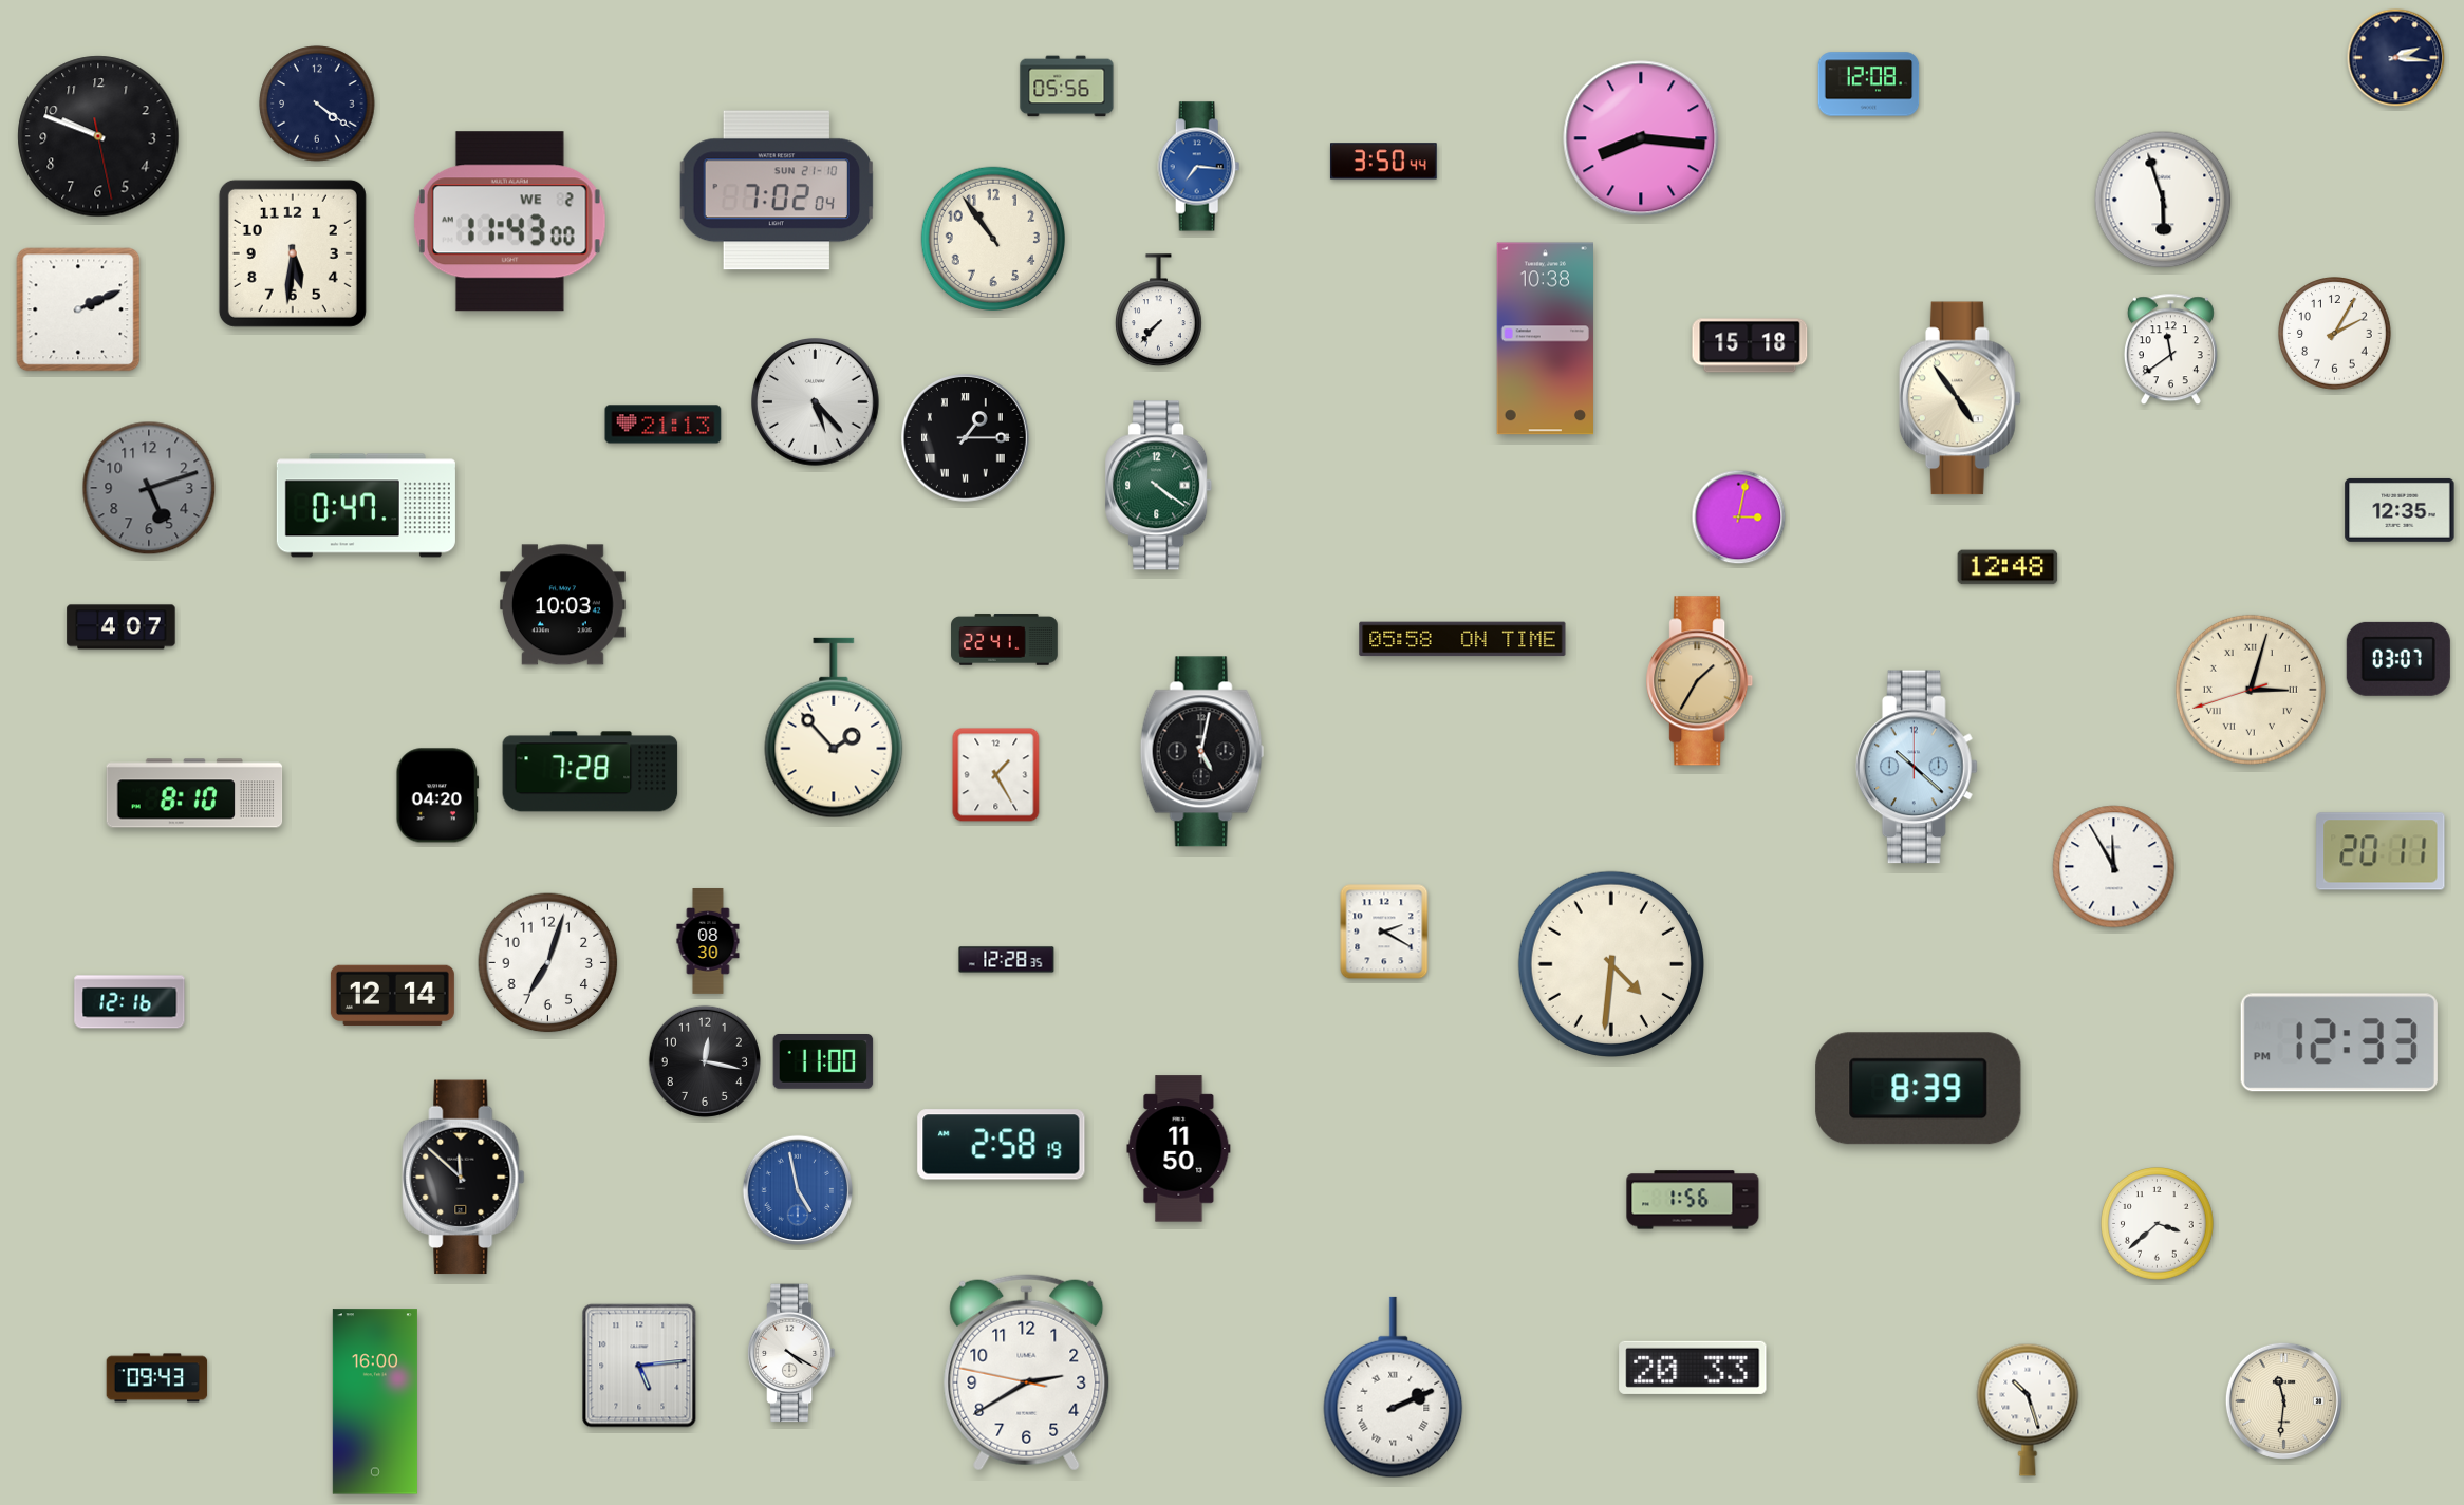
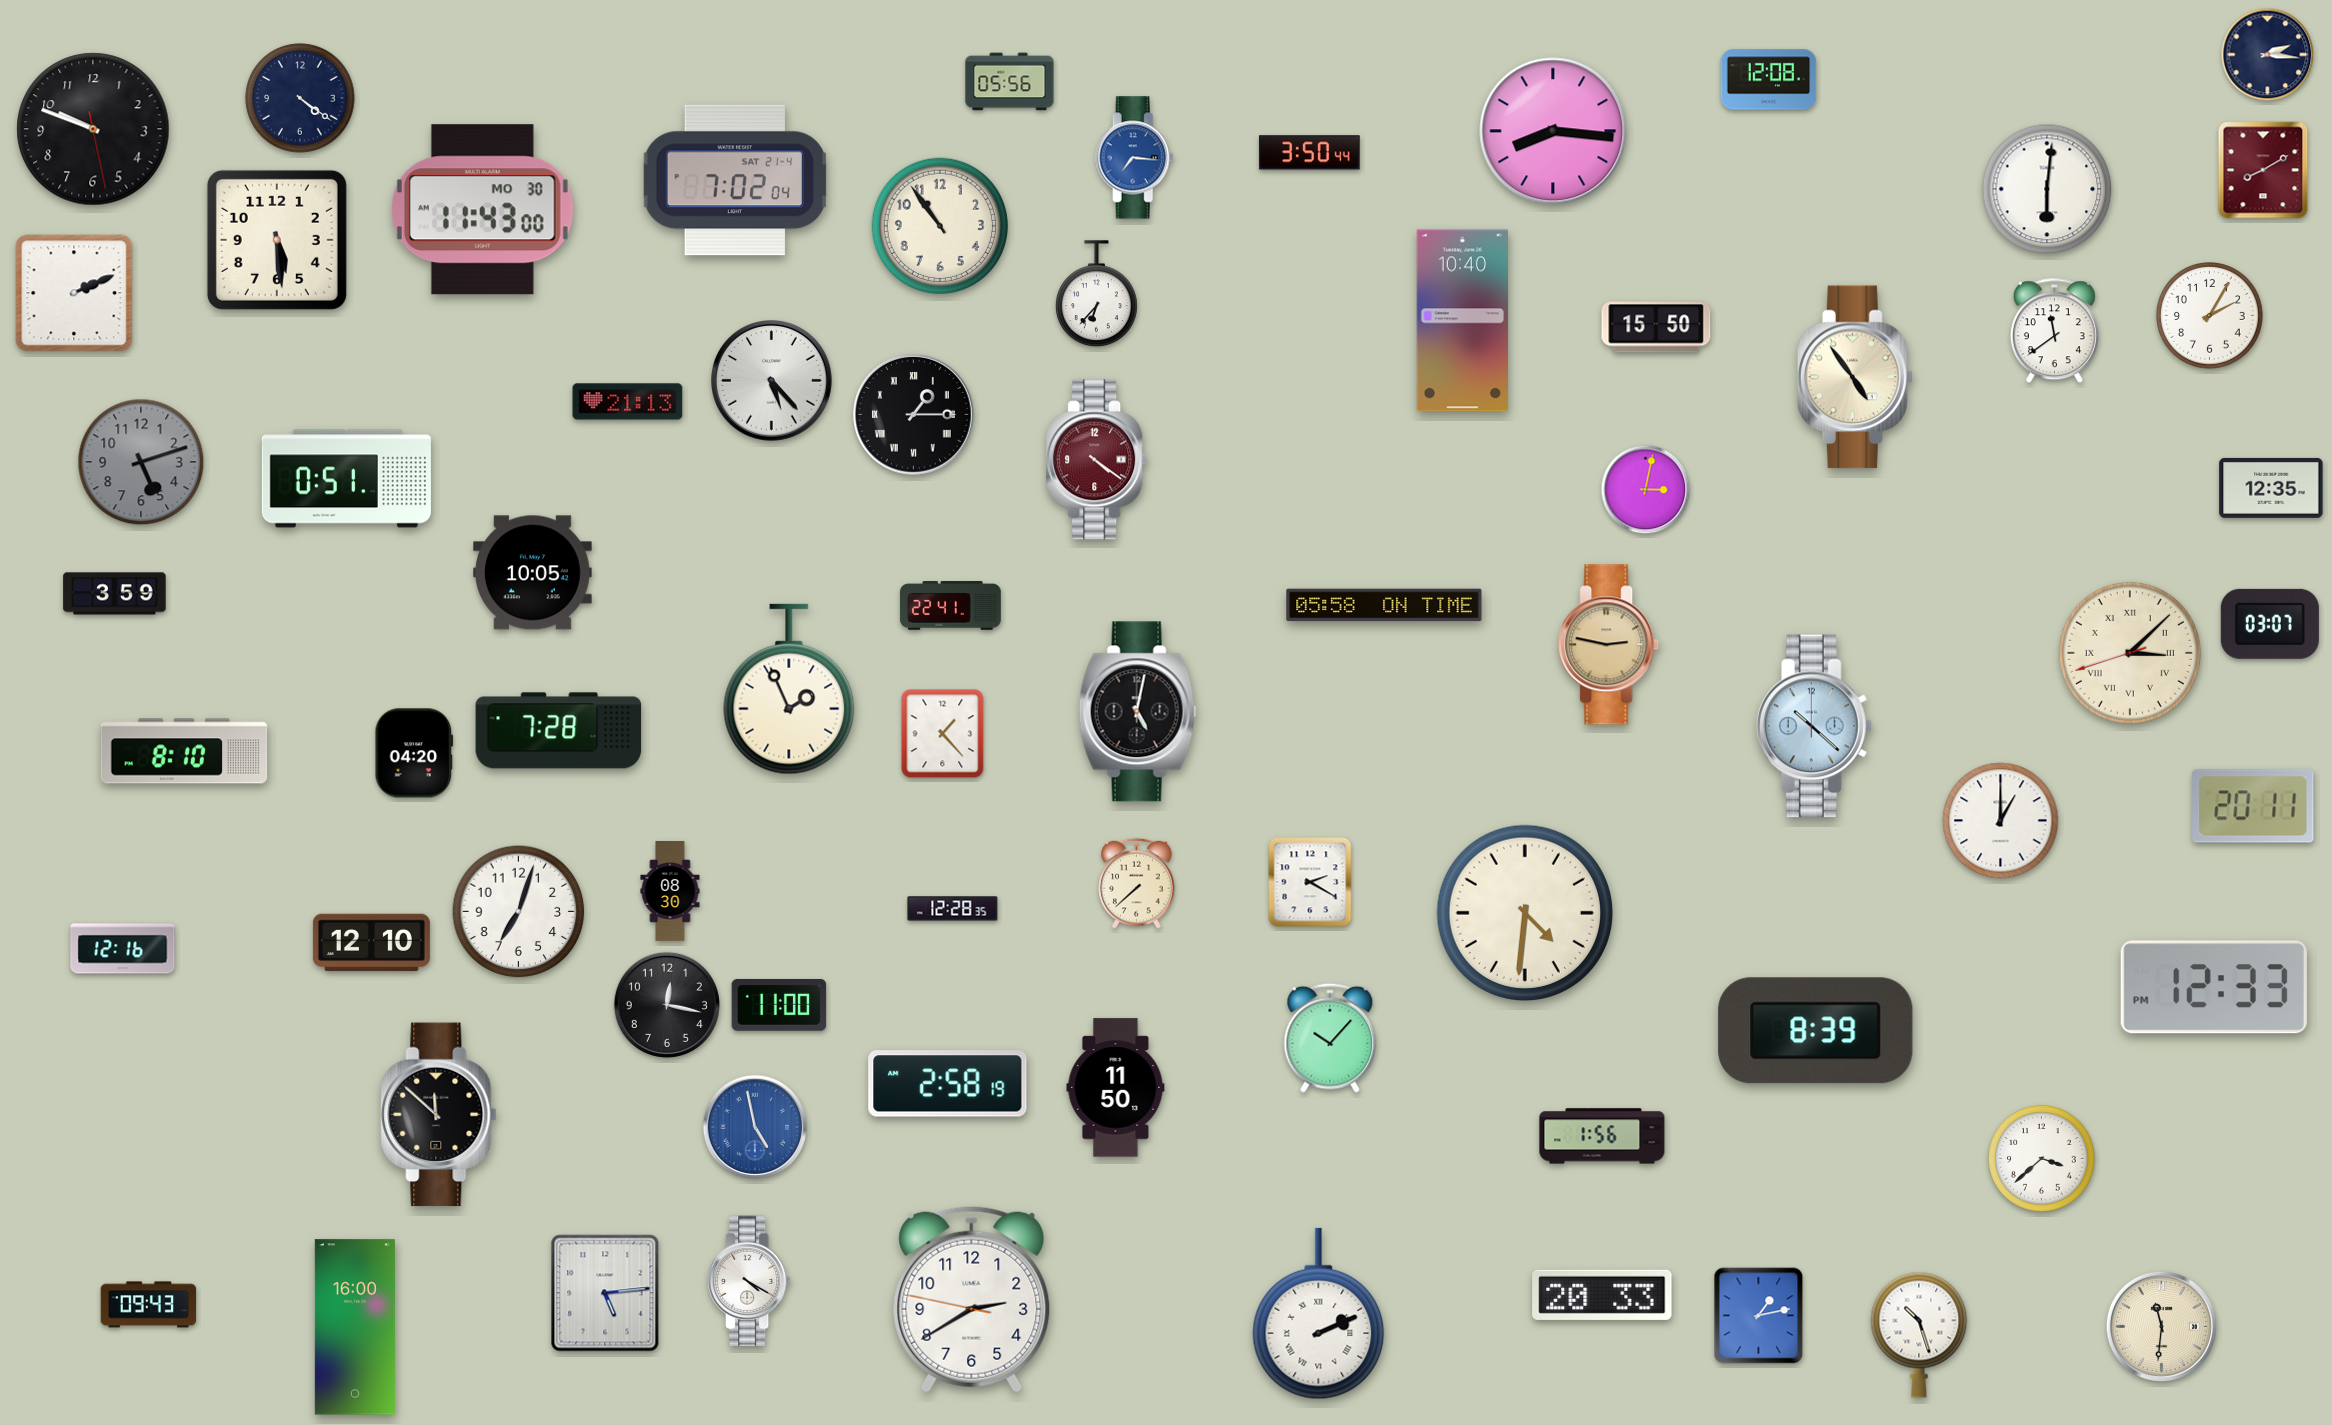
clock at (2263, 170): none -> 8:10
clock at (776, 190) date: SUN 21-10 -> SAT 21-4
clock at (2163, 200): 5:57 -> 6:01
clock at (509, 222) date: WE 2 -> MO 30
clock at (293, 253): 5:31 -> 5:29
clock at (1159, 311): 7:37 -> 6:37
clock at (1545, 339): 10:38 -> 10:40
clock at (1750, 345): 15:18 -> 15:50
clock at (1159, 486) dial: green -> burgundy
clock at (366, 506): 0:47 -> 0:51
clock at (2400, 510) position: (2400, 510) -> (2271, 488)
clock at (2008, 567): 12:48 -> none
clock at (563, 605): 10:03 -> 10:05
clock at (122, 627): 4:07 -> 3:59
clock at (1700, 681): 1:35 -> 2:47
clock at (2251, 690): 3:02 -> 3:07
clock at (834, 728): 1:53 -> 1:56
clock at (996, 775): 1:25 -> 1:23
clock at (2114, 867): 11:55 -> 1:00
clock at (1137, 883): none -> 7:38
clock at (392, 996): 12:14 -> 12:10
clock at (1330, 1038): none -> 10:07
clock at (1759, 1316): none -> 1:13
